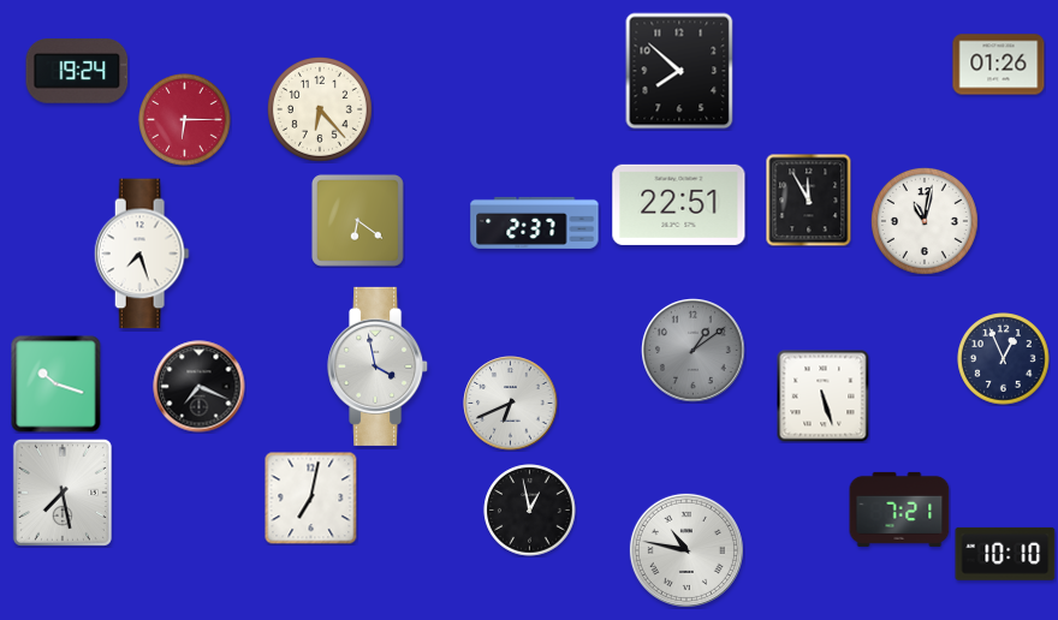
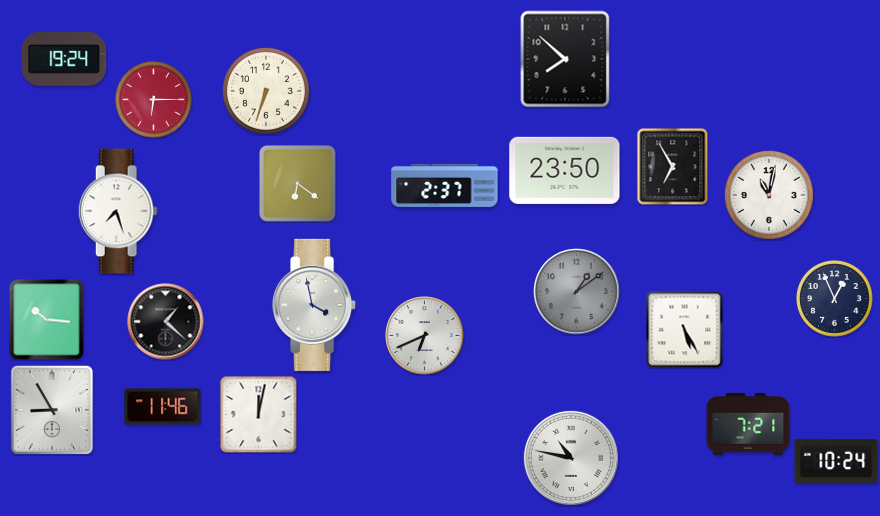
clock at (999, 65): 01:26 -> none
clock at (320, 109): 6:23 -> 6:33
clock at (809, 199): 11:55 -> 6:55
clock at (679, 204): 22:51 -> 23:50
clock at (925, 221) position: (925, 221) -> (769, 195)
clock at (57, 384): 10:18 -> 10:16
clock at (200, 387): 7:19 -> 1:22
clock at (822, 395): 5:27 -> 5:25
clock at (163, 407): none -> 11:46
clock at (63, 493): 7:28 -> 8:55
clock at (310, 497): 7:02 -> 12:02
clock at (530, 511): 12:58 -> none
clock at (1005, 554): 10:10 -> 10:24
